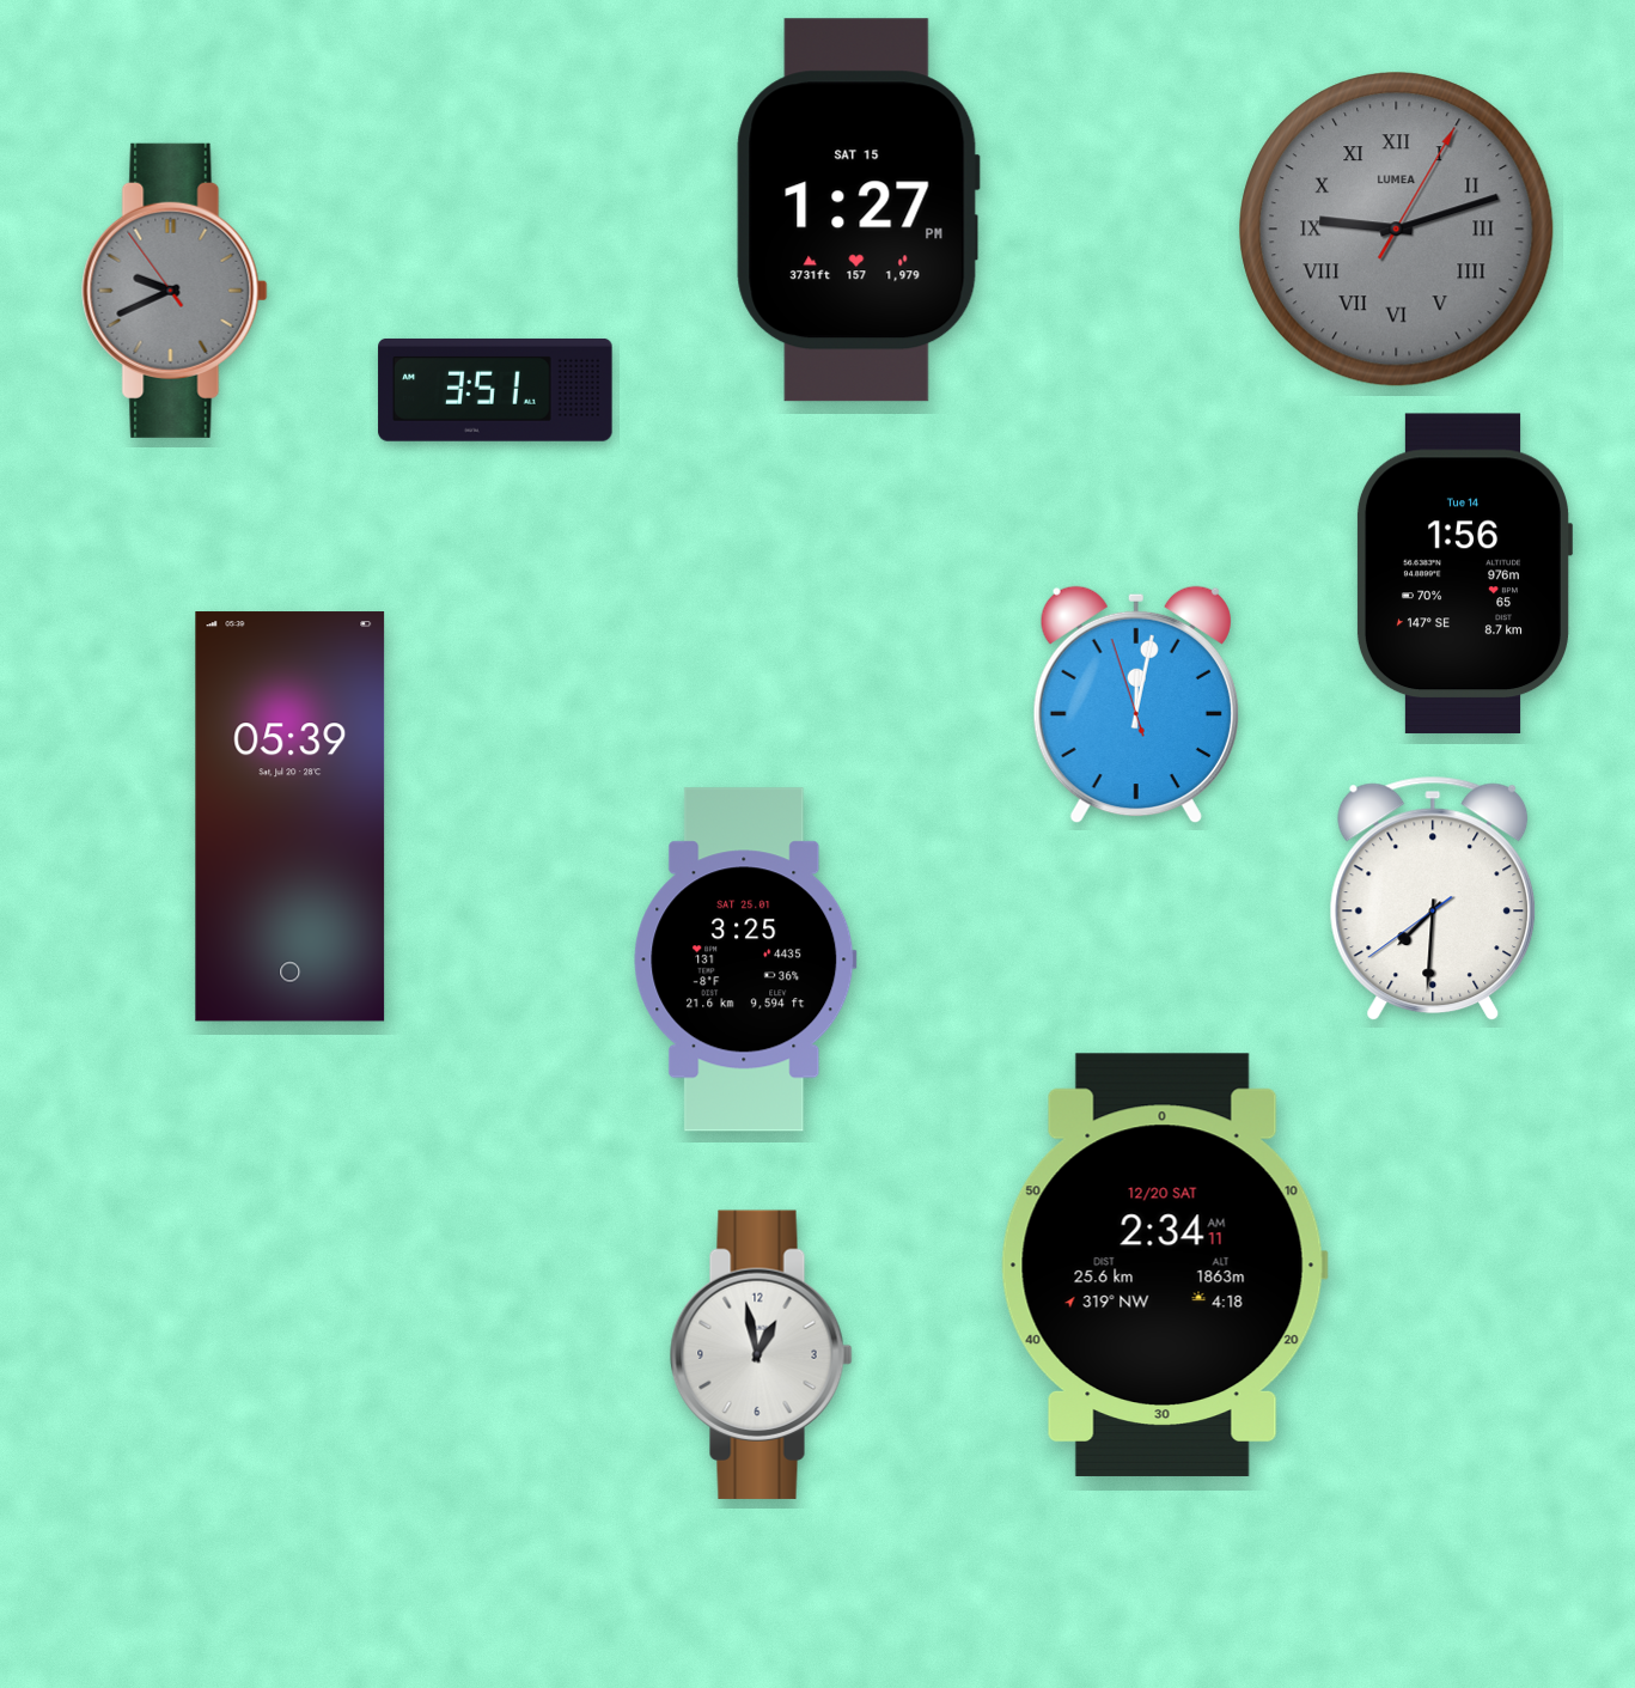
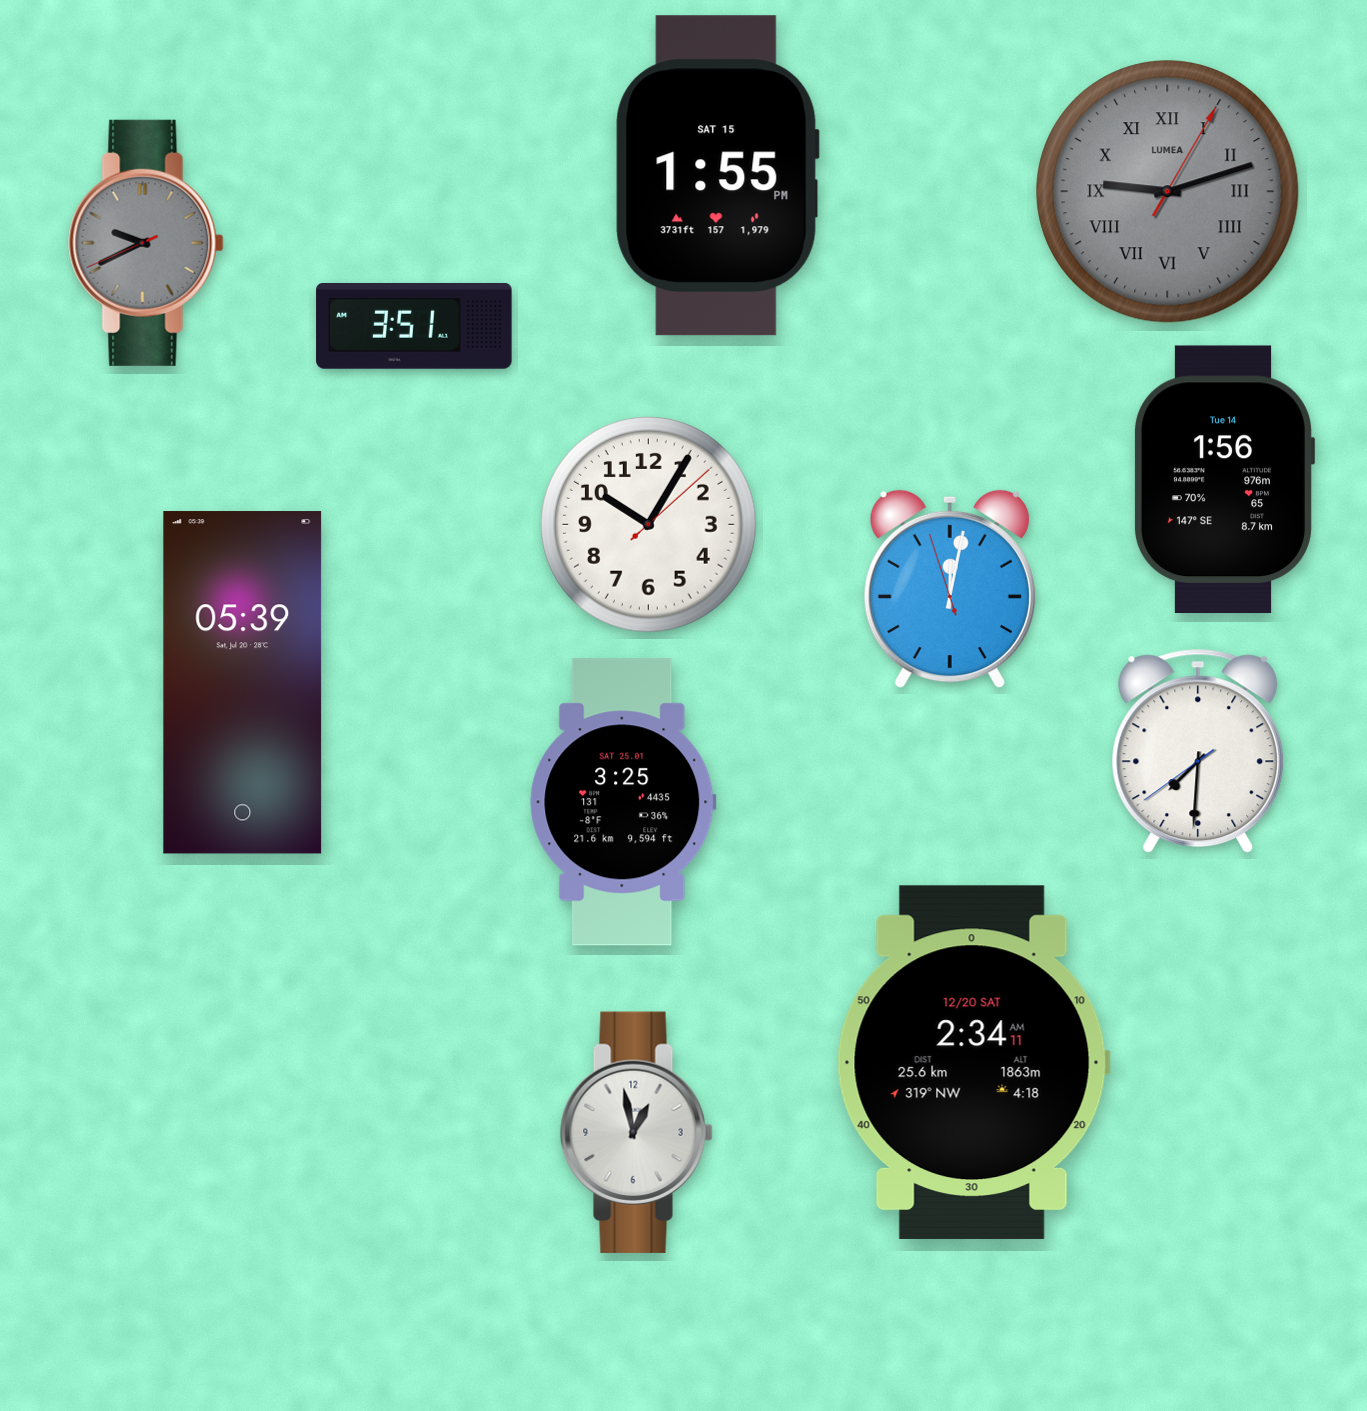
clock at (858, 211): 1:27 -> 1:55
clock at (175, 291): 9:40:54 -> 9:40:41
clock at (648, 524): none -> 10:05
clock at (1164, 1265) position: (1164, 1265) -> (973, 1062)
